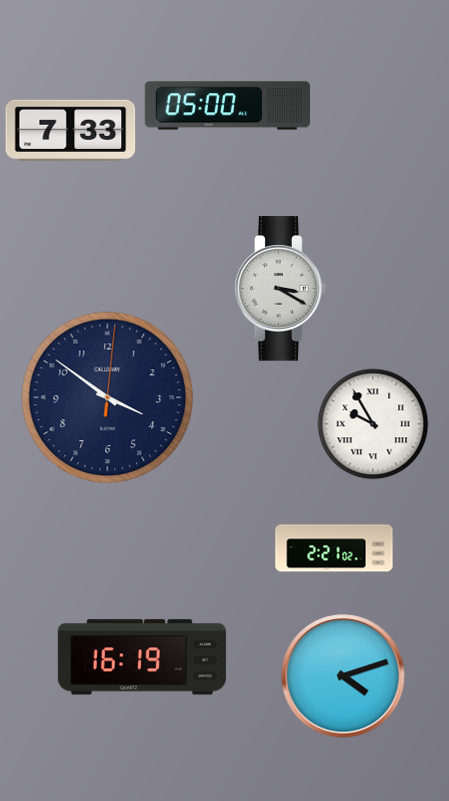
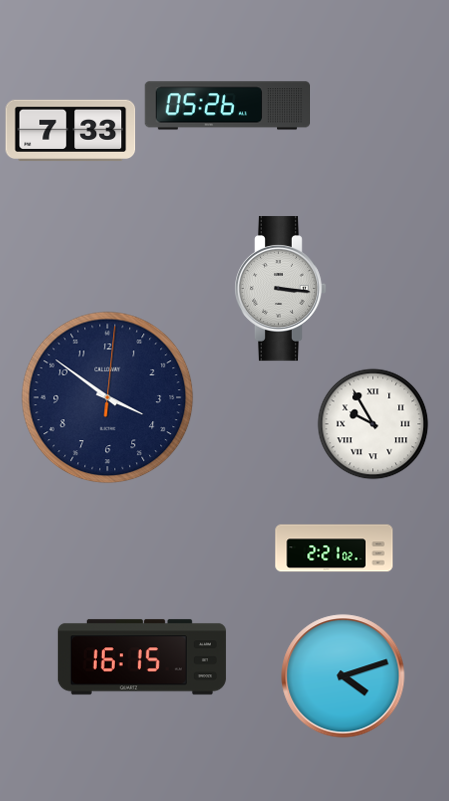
clock at (228, 106): 05:00 -> 05:26
clock at (281, 289): 3:20 -> 3:16
clock at (142, 657): 16:19 -> 16:15
